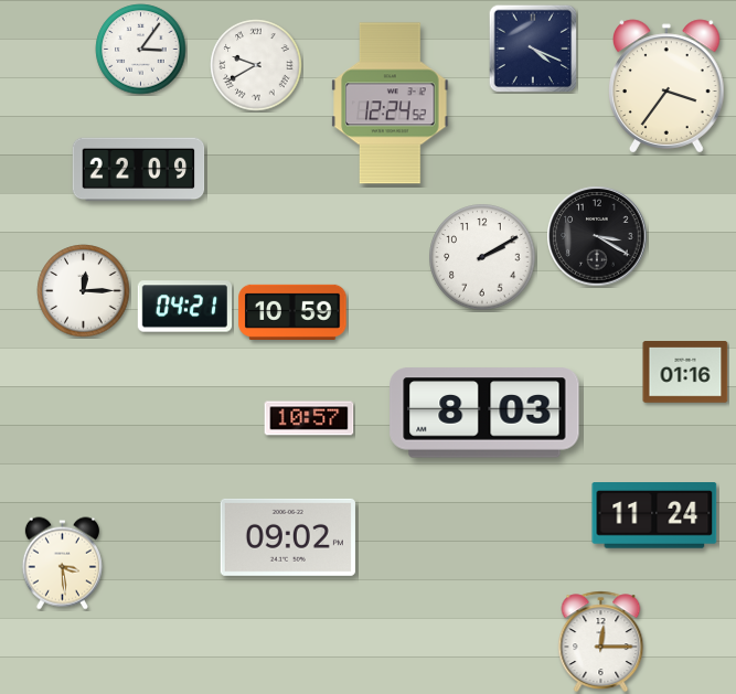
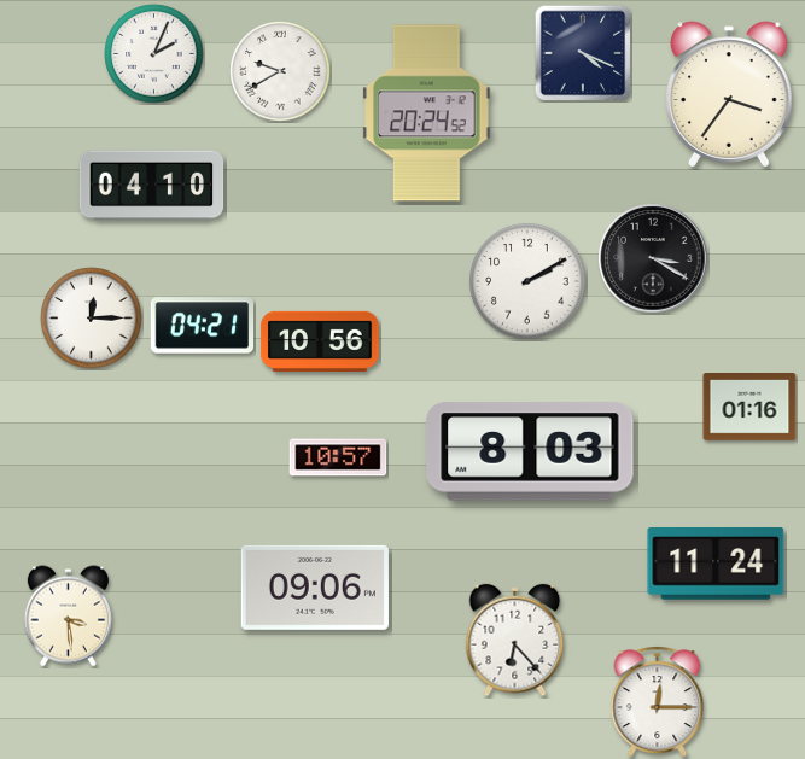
clock at (141, 50): 3:06 -> 2:04
clock at (391, 104): 12:24 -> 20:24
clock at (139, 170): 22:09 -> 04:10
clock at (185, 307) position: (185, 307) -> (203, 326)
clock at (292, 312): 10:59 -> 10:56
clock at (288, 537): 09:02 -> 09:06
clock at (515, 641): none -> 6:23
